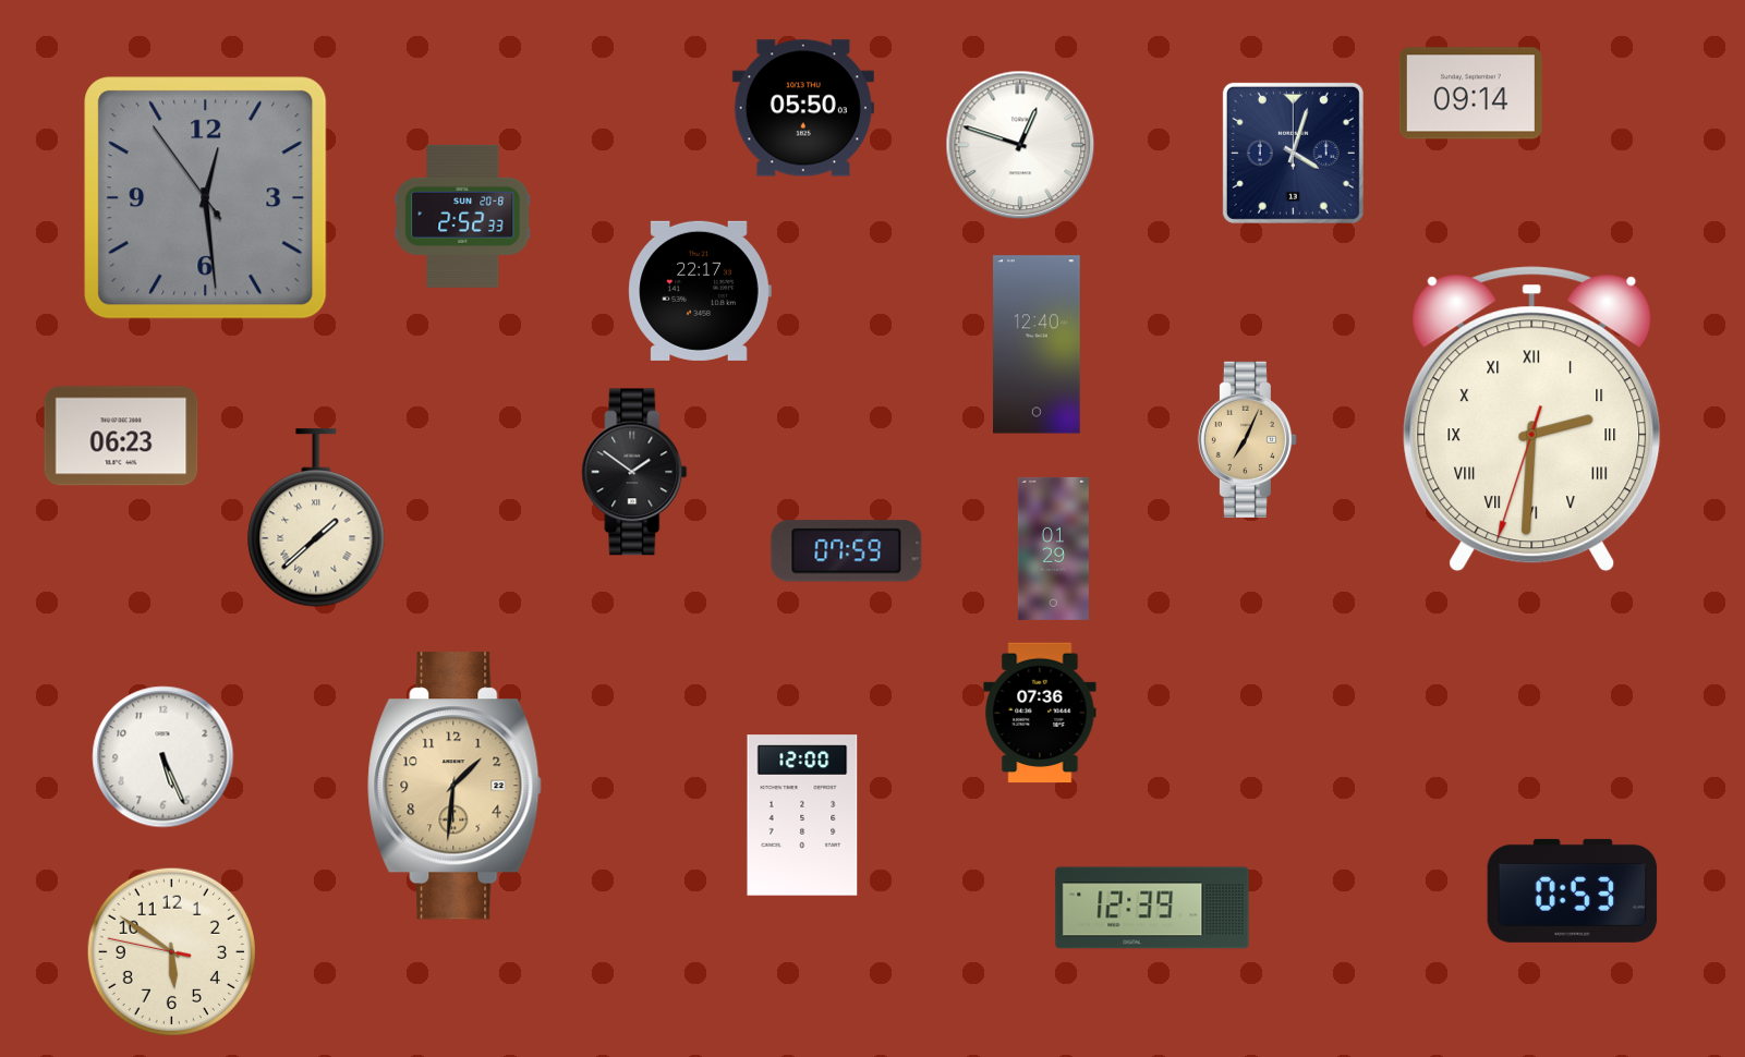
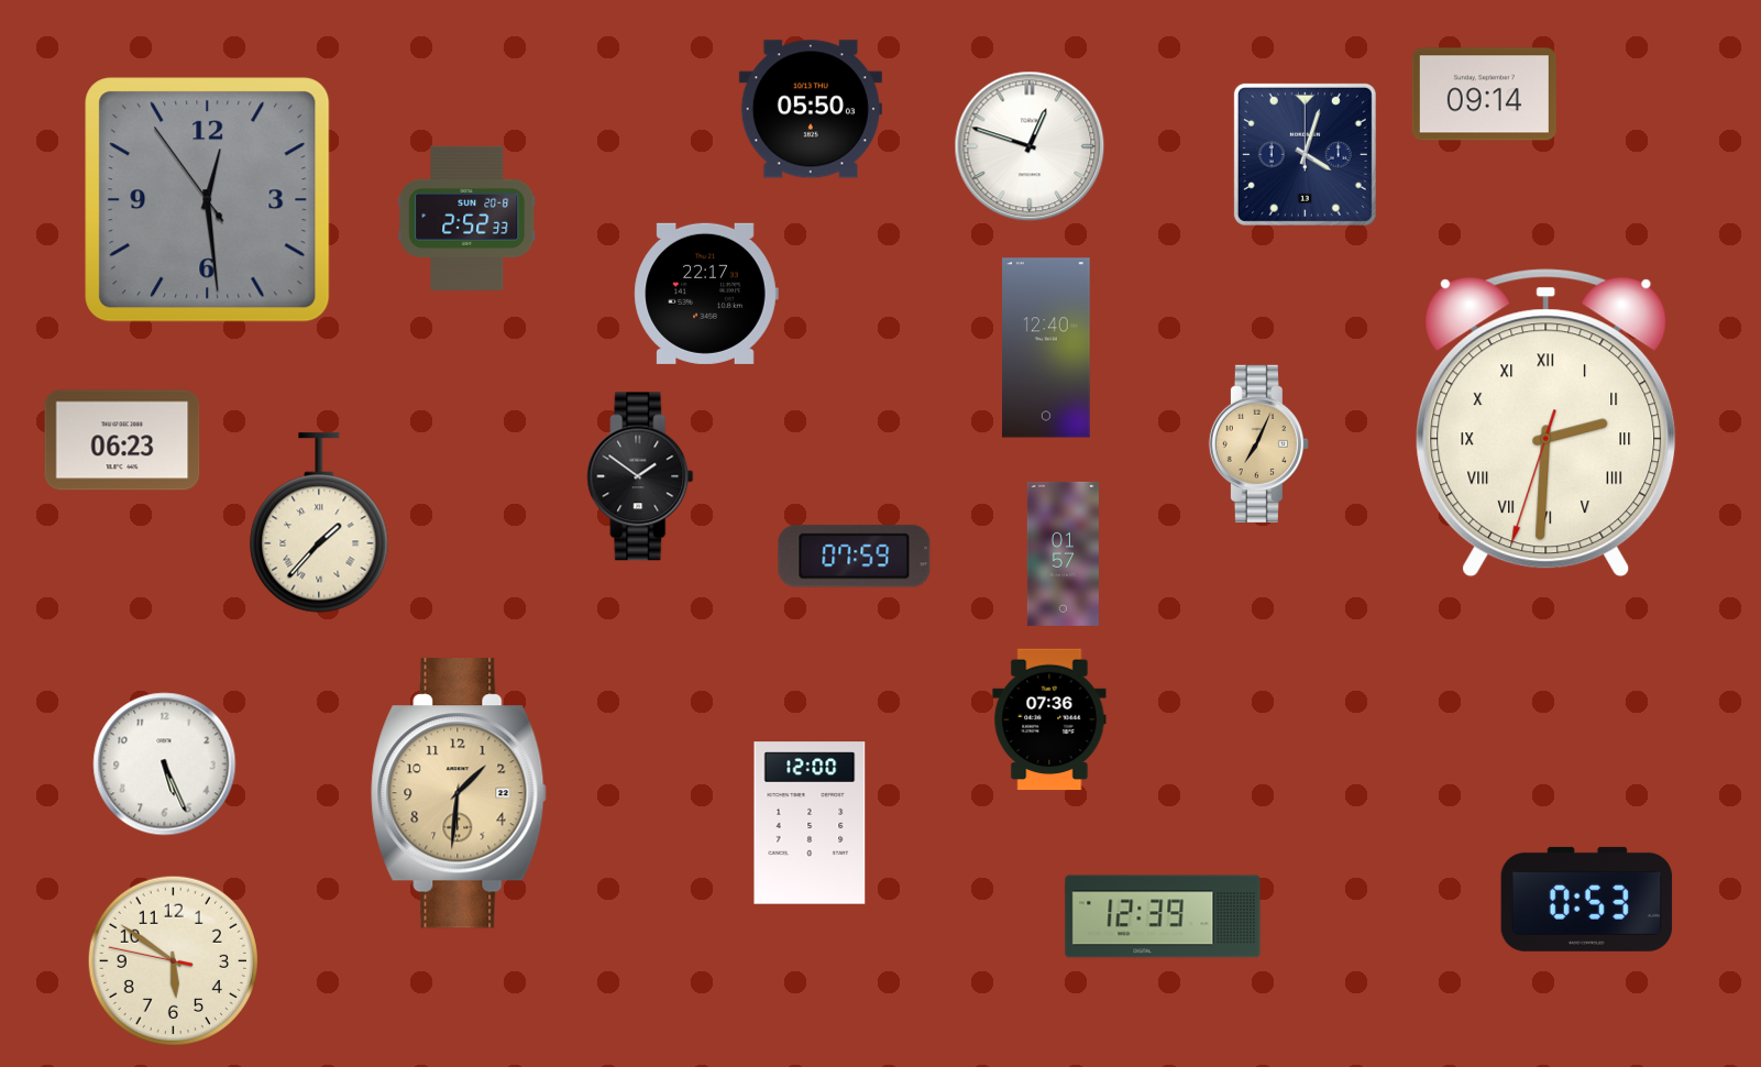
clock at (316, 518): 1:38 -> 1:37
clock at (1053, 548): 01:29 -> 01:57
